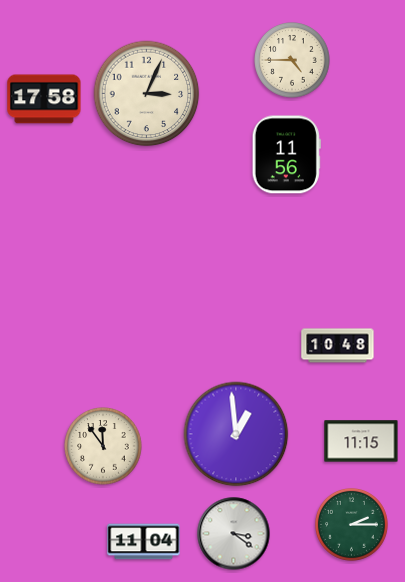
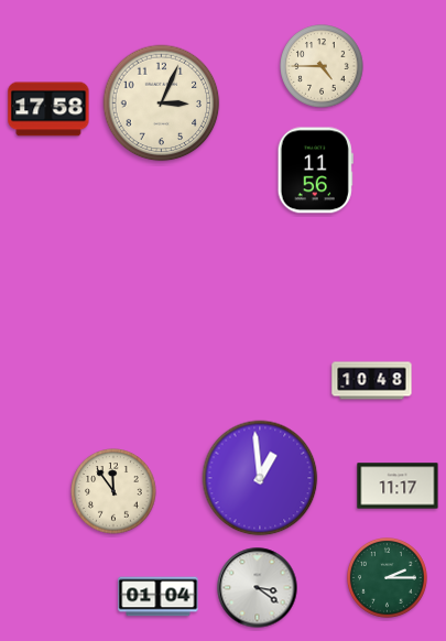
clock at (361, 441): 11:15 -> 11:17
clock at (144, 542): 11:04 -> 01:04
